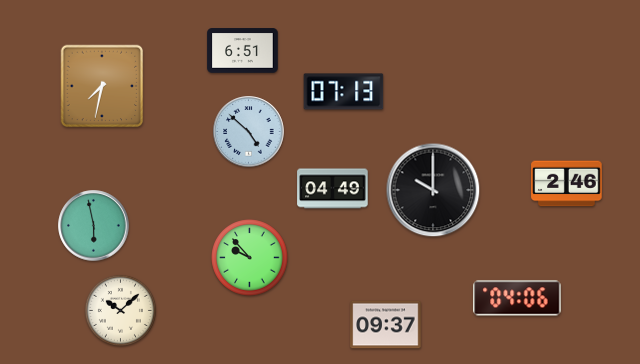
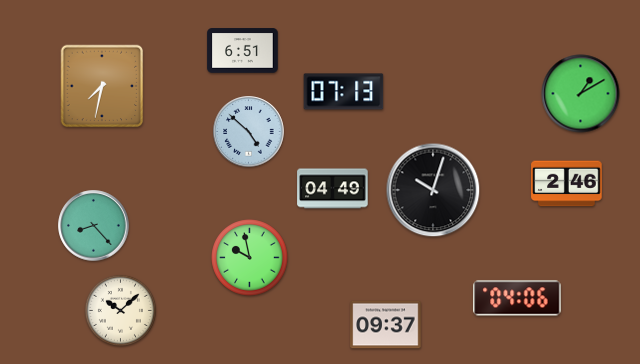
clock at (581, 94): none -> 1:10
clock at (433, 190): 10:00 -> 10:03
clock at (94, 226): 5:58 -> 8:23
clock at (250, 258): 9:53 -> 9:58
